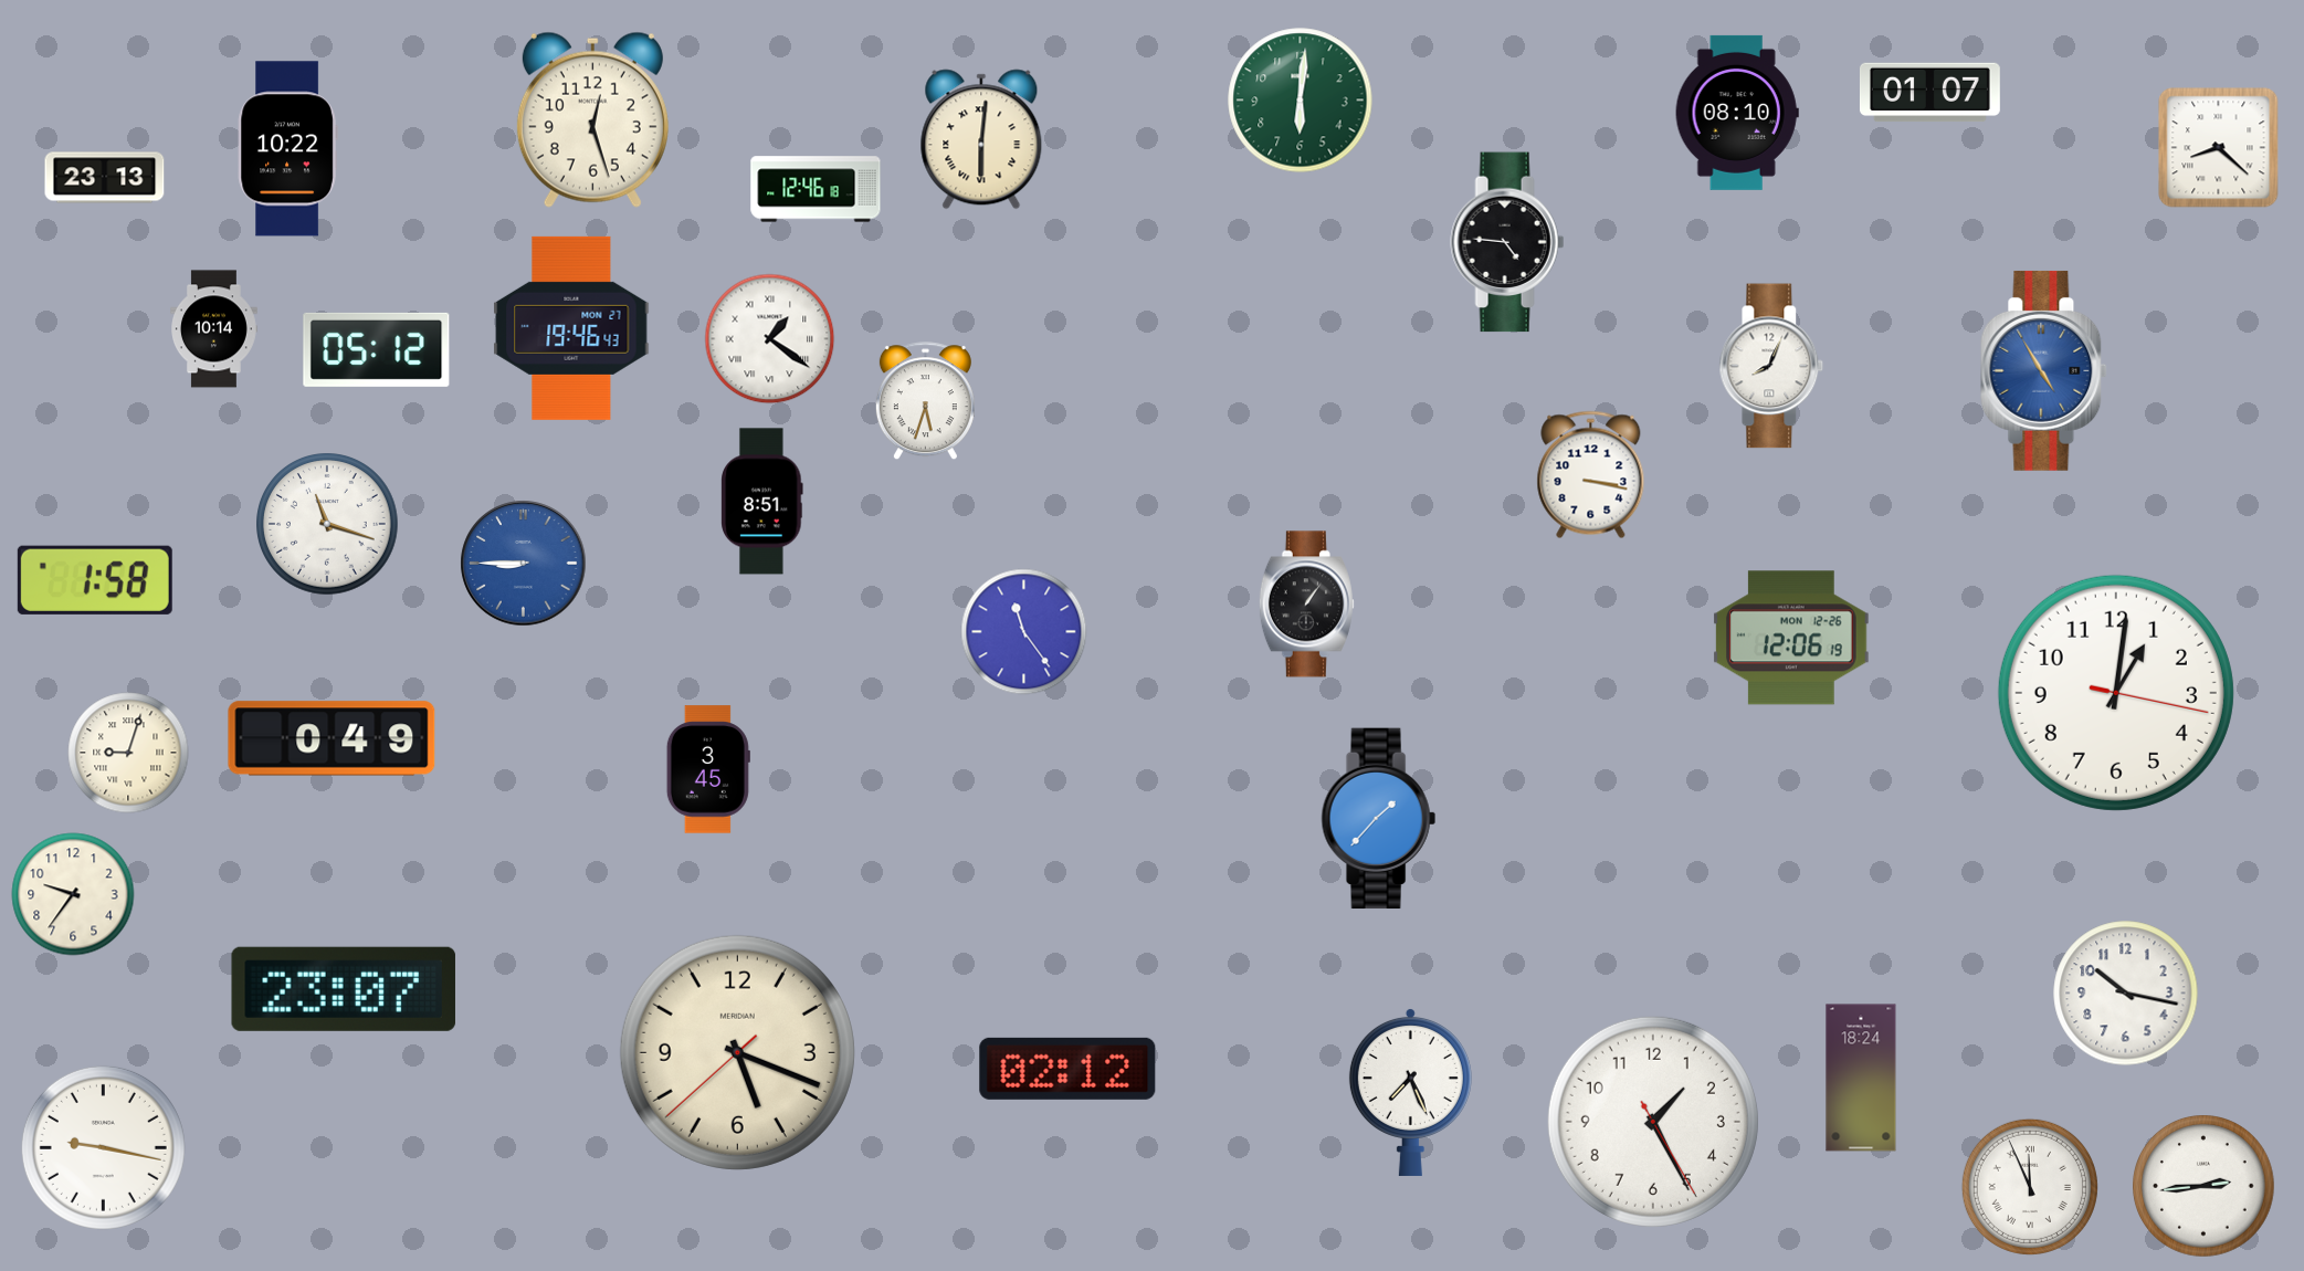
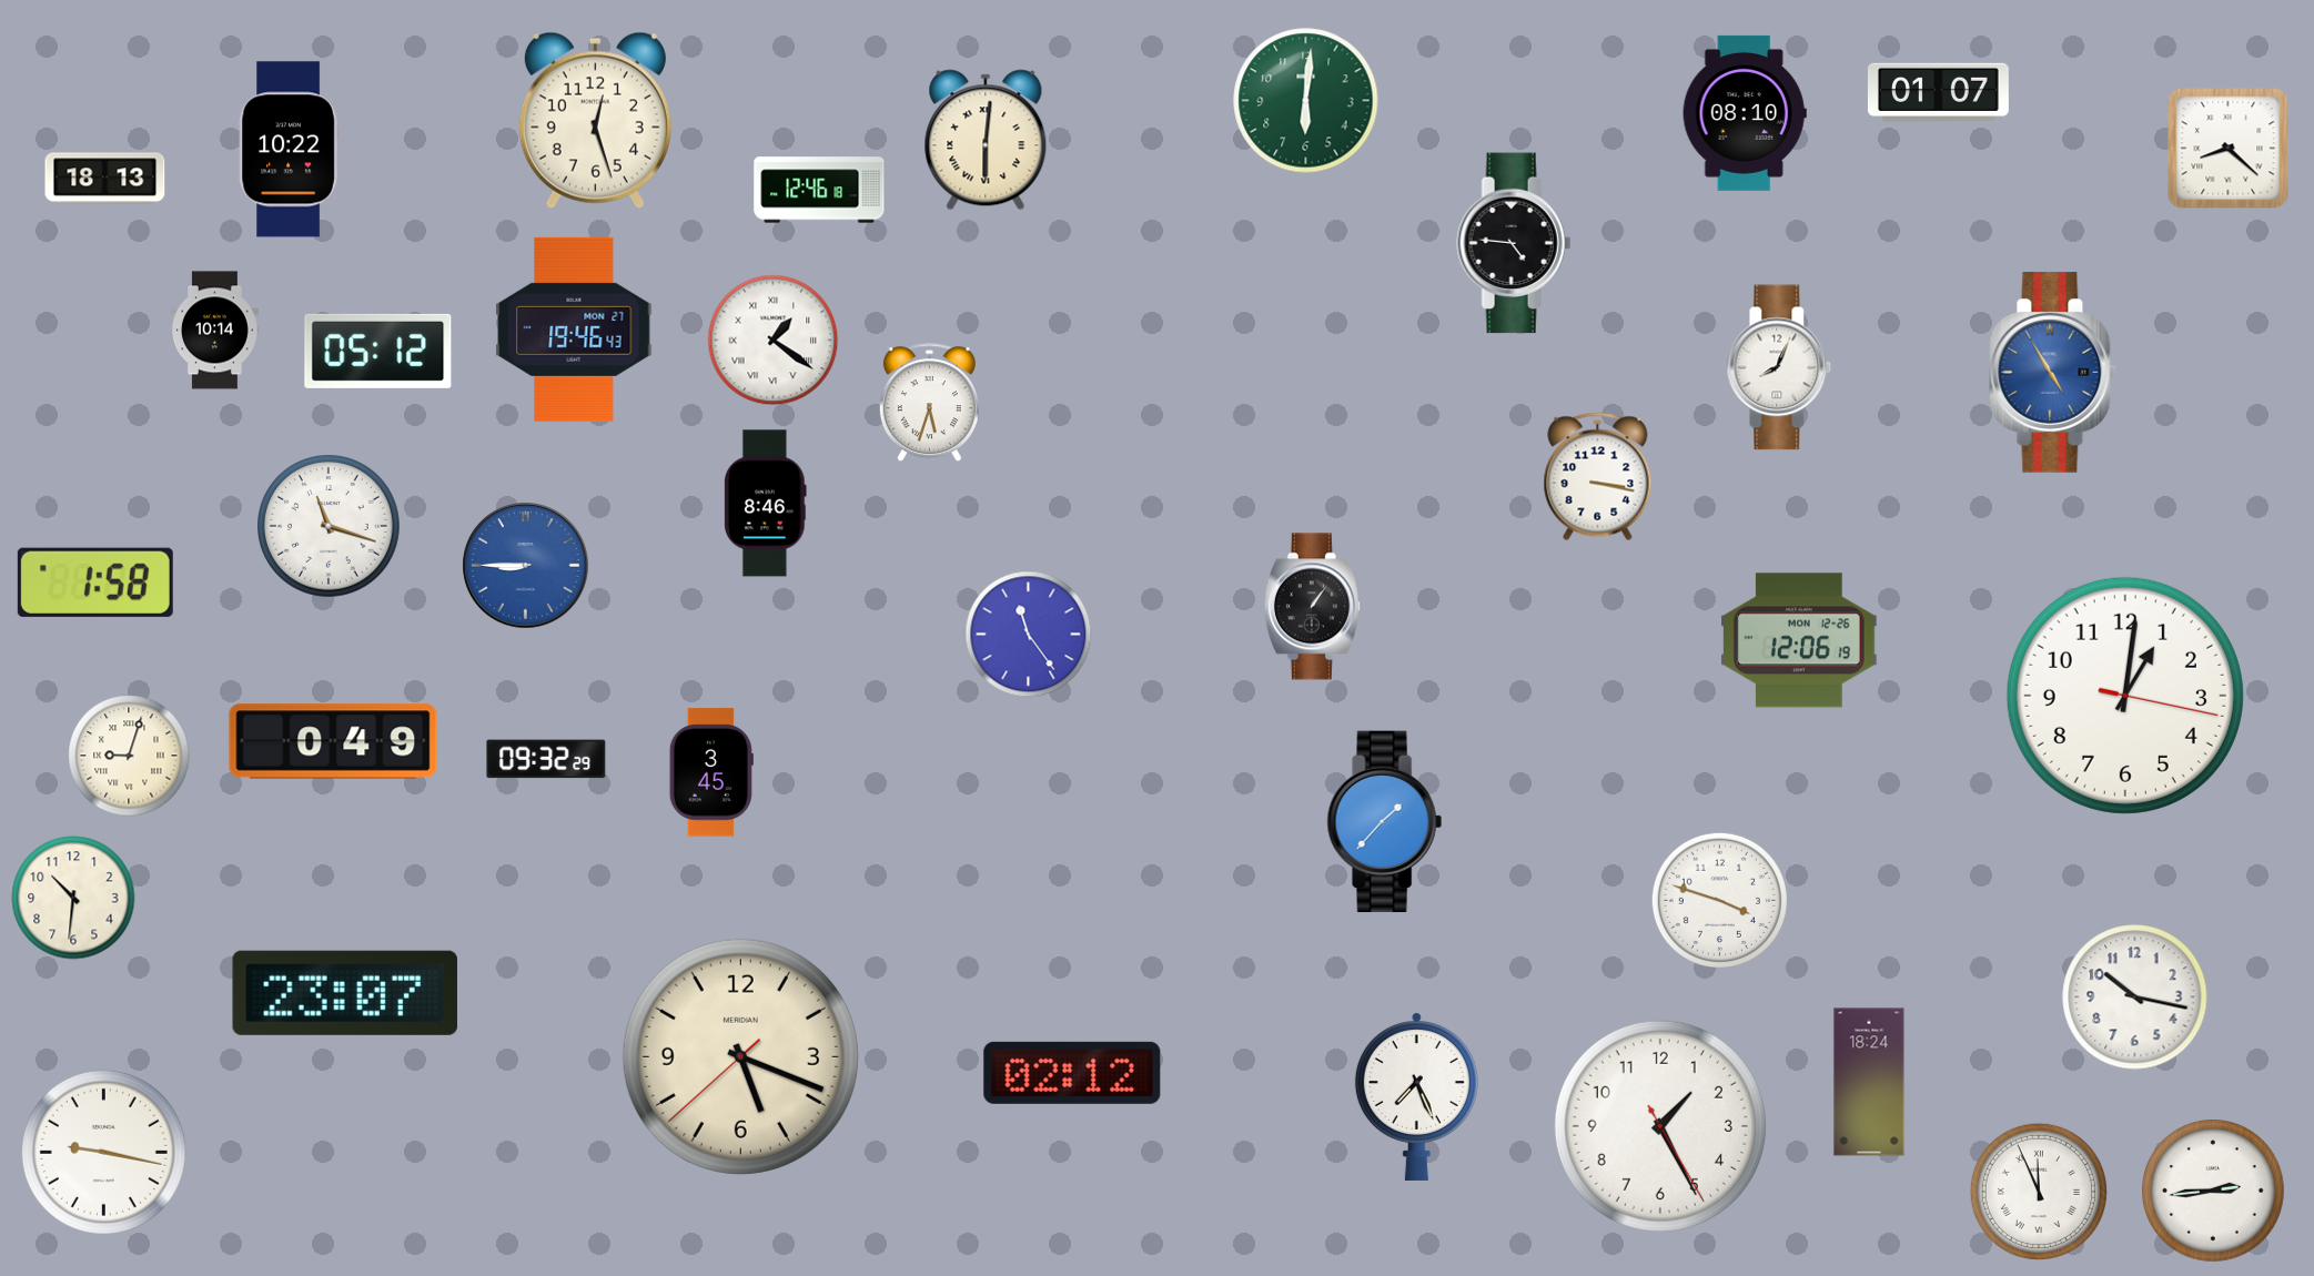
clock at (105, 178): 23:13 -> 18:13
clock at (762, 502): 8:51 -> 8:46
clock at (546, 759): none -> 09:32
clock at (73, 894): 9:36 -> 10:31
clock at (1719, 900): none -> 3:48
